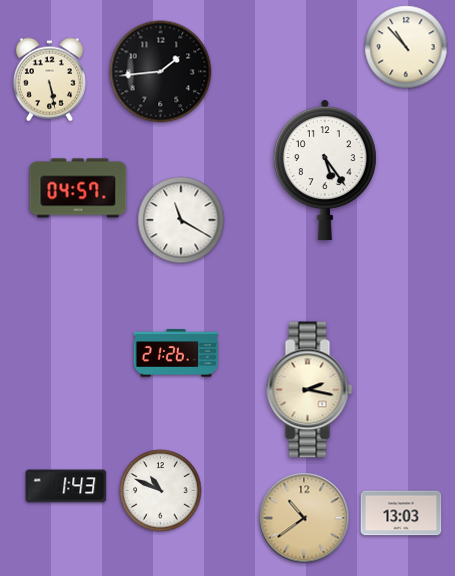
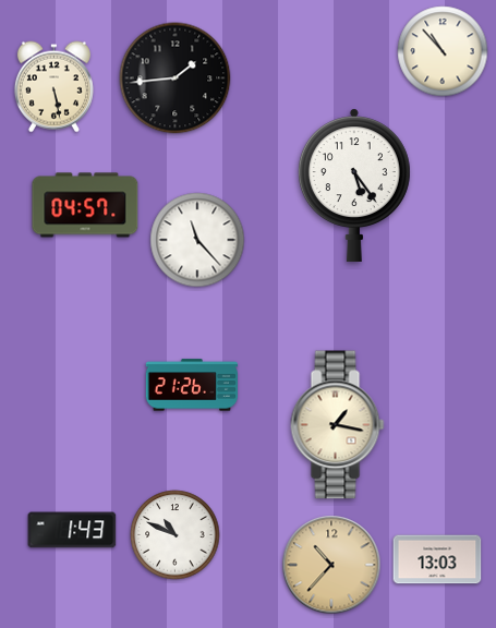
clock at (181, 220): 11:20 -> 11:23
clock at (310, 390): 2:17 -> 1:17
clock at (304, 518): 10:39 -> 10:37
